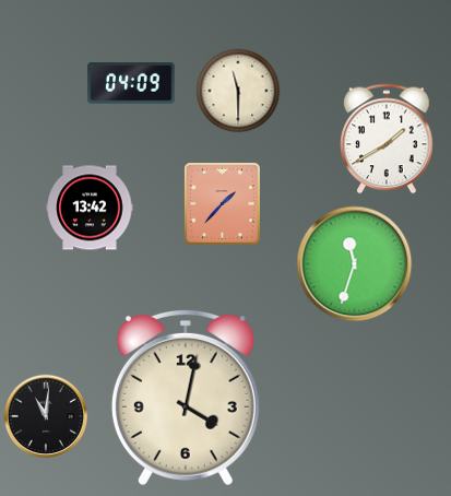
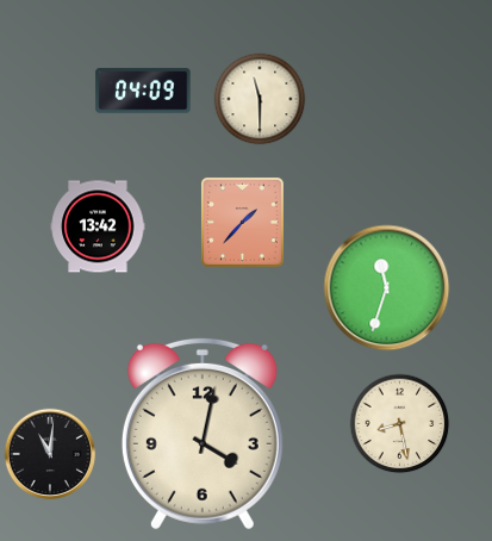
clock at (387, 139): 1:40 -> none
clock at (400, 424): none -> 8:28
